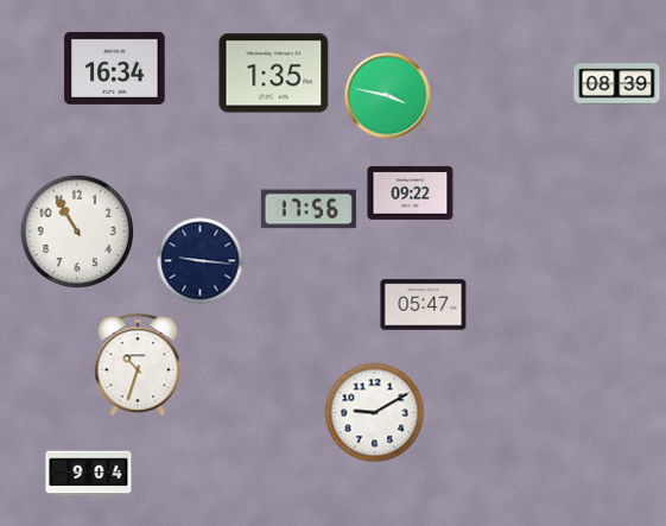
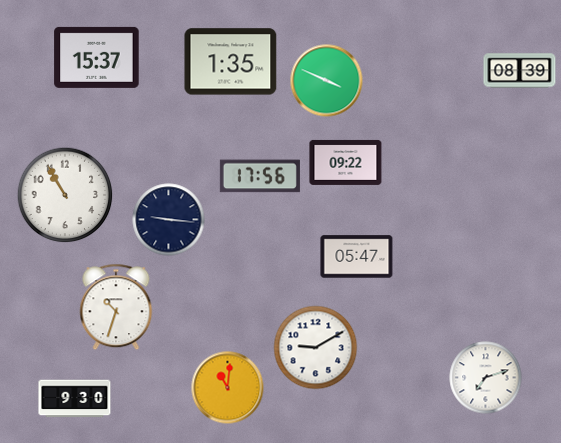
clock at (115, 68): 16:34 -> 15:37
clock at (388, 96): 3:47 -> 3:49
clock at (486, 378): none -> 7:12
clock at (228, 388): none -> 11:01
clock at (89, 474): 9:04 -> 9:30
